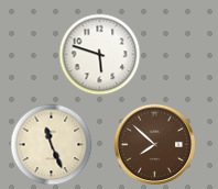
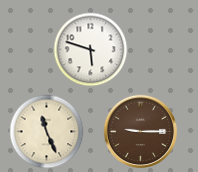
clock at (154, 144): 7:52 -> 9:15
